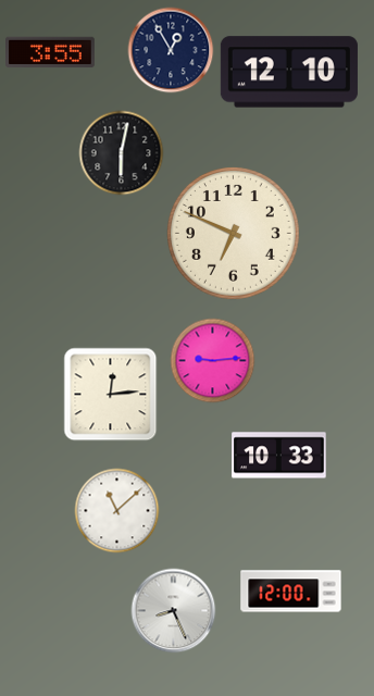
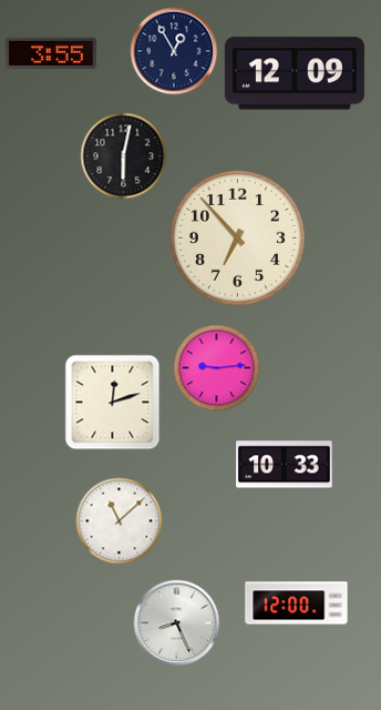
clock at (289, 72): 12:10 -> 12:09
clock at (233, 233): 6:49 -> 6:53
clock at (110, 394): 12:14 -> 12:12
